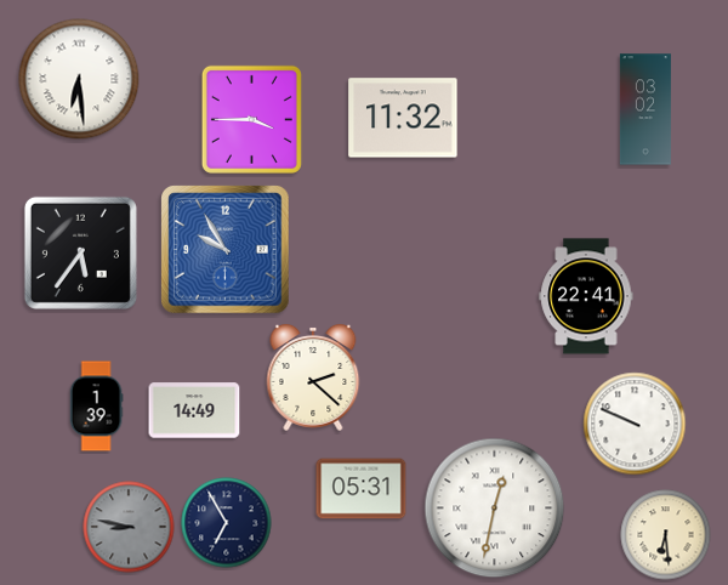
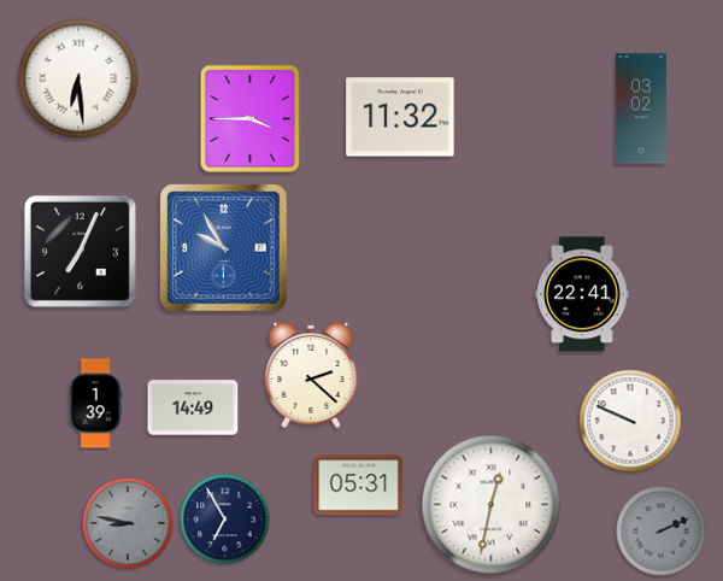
clock at (80, 252): 5:36 -> 7:04
clock at (666, 535): 6:29 -> 2:11
clock at (666, 535) dial: cream -> grey
